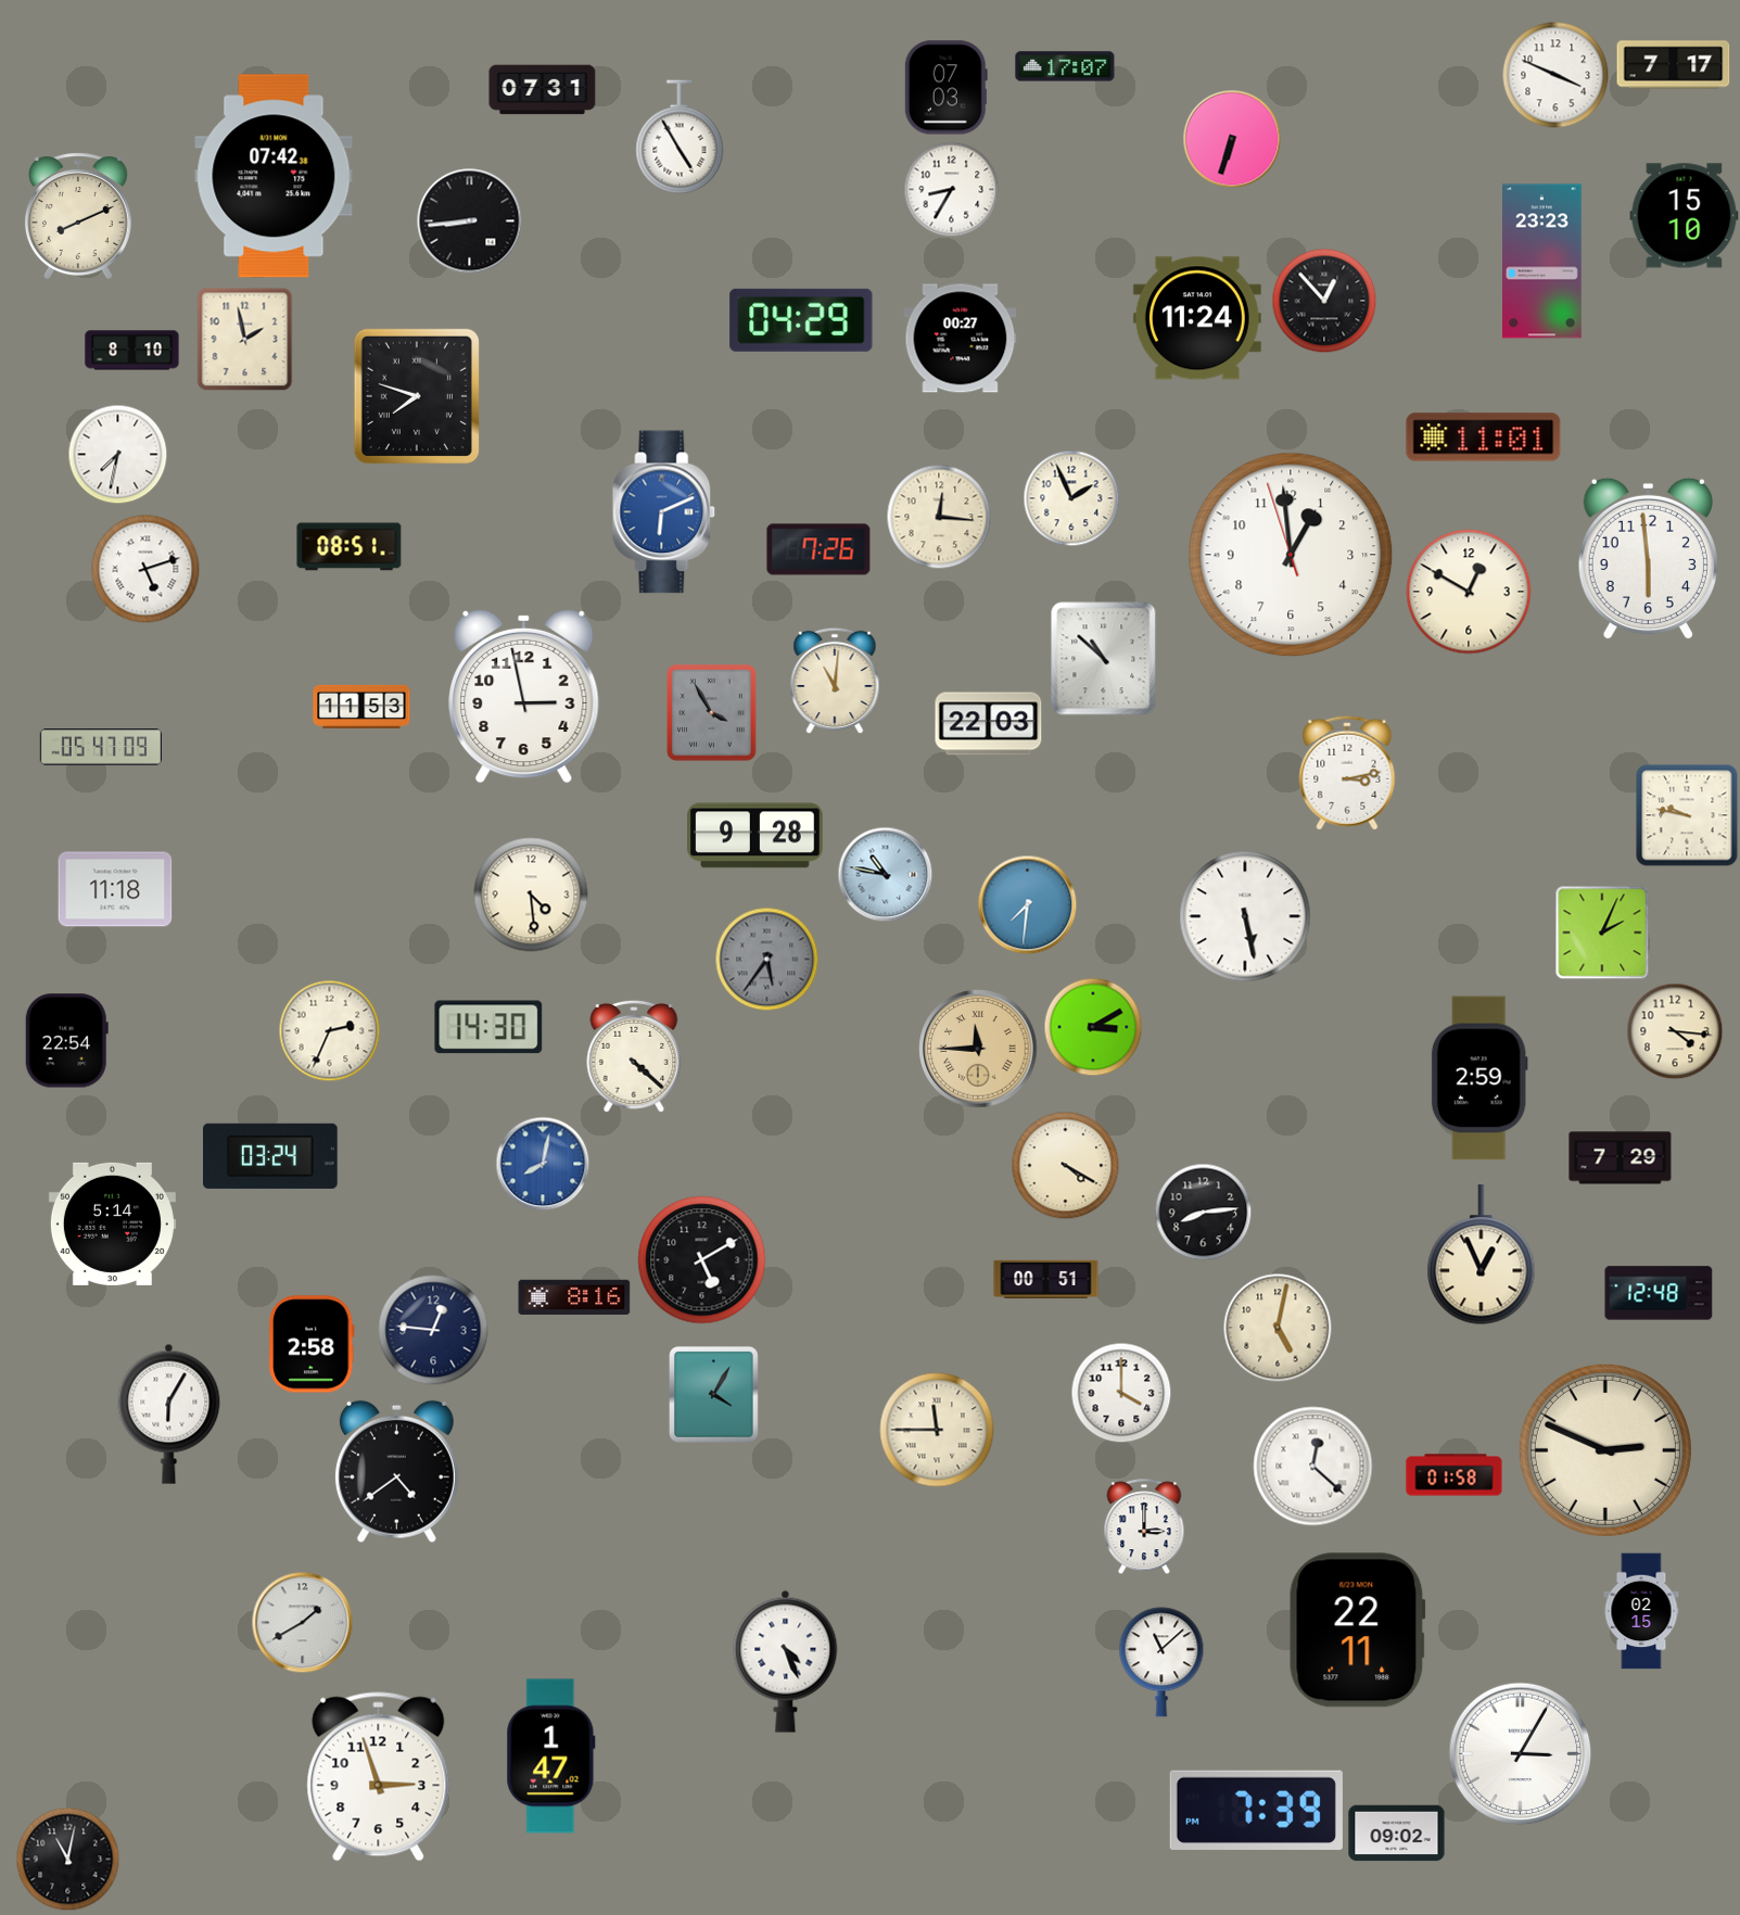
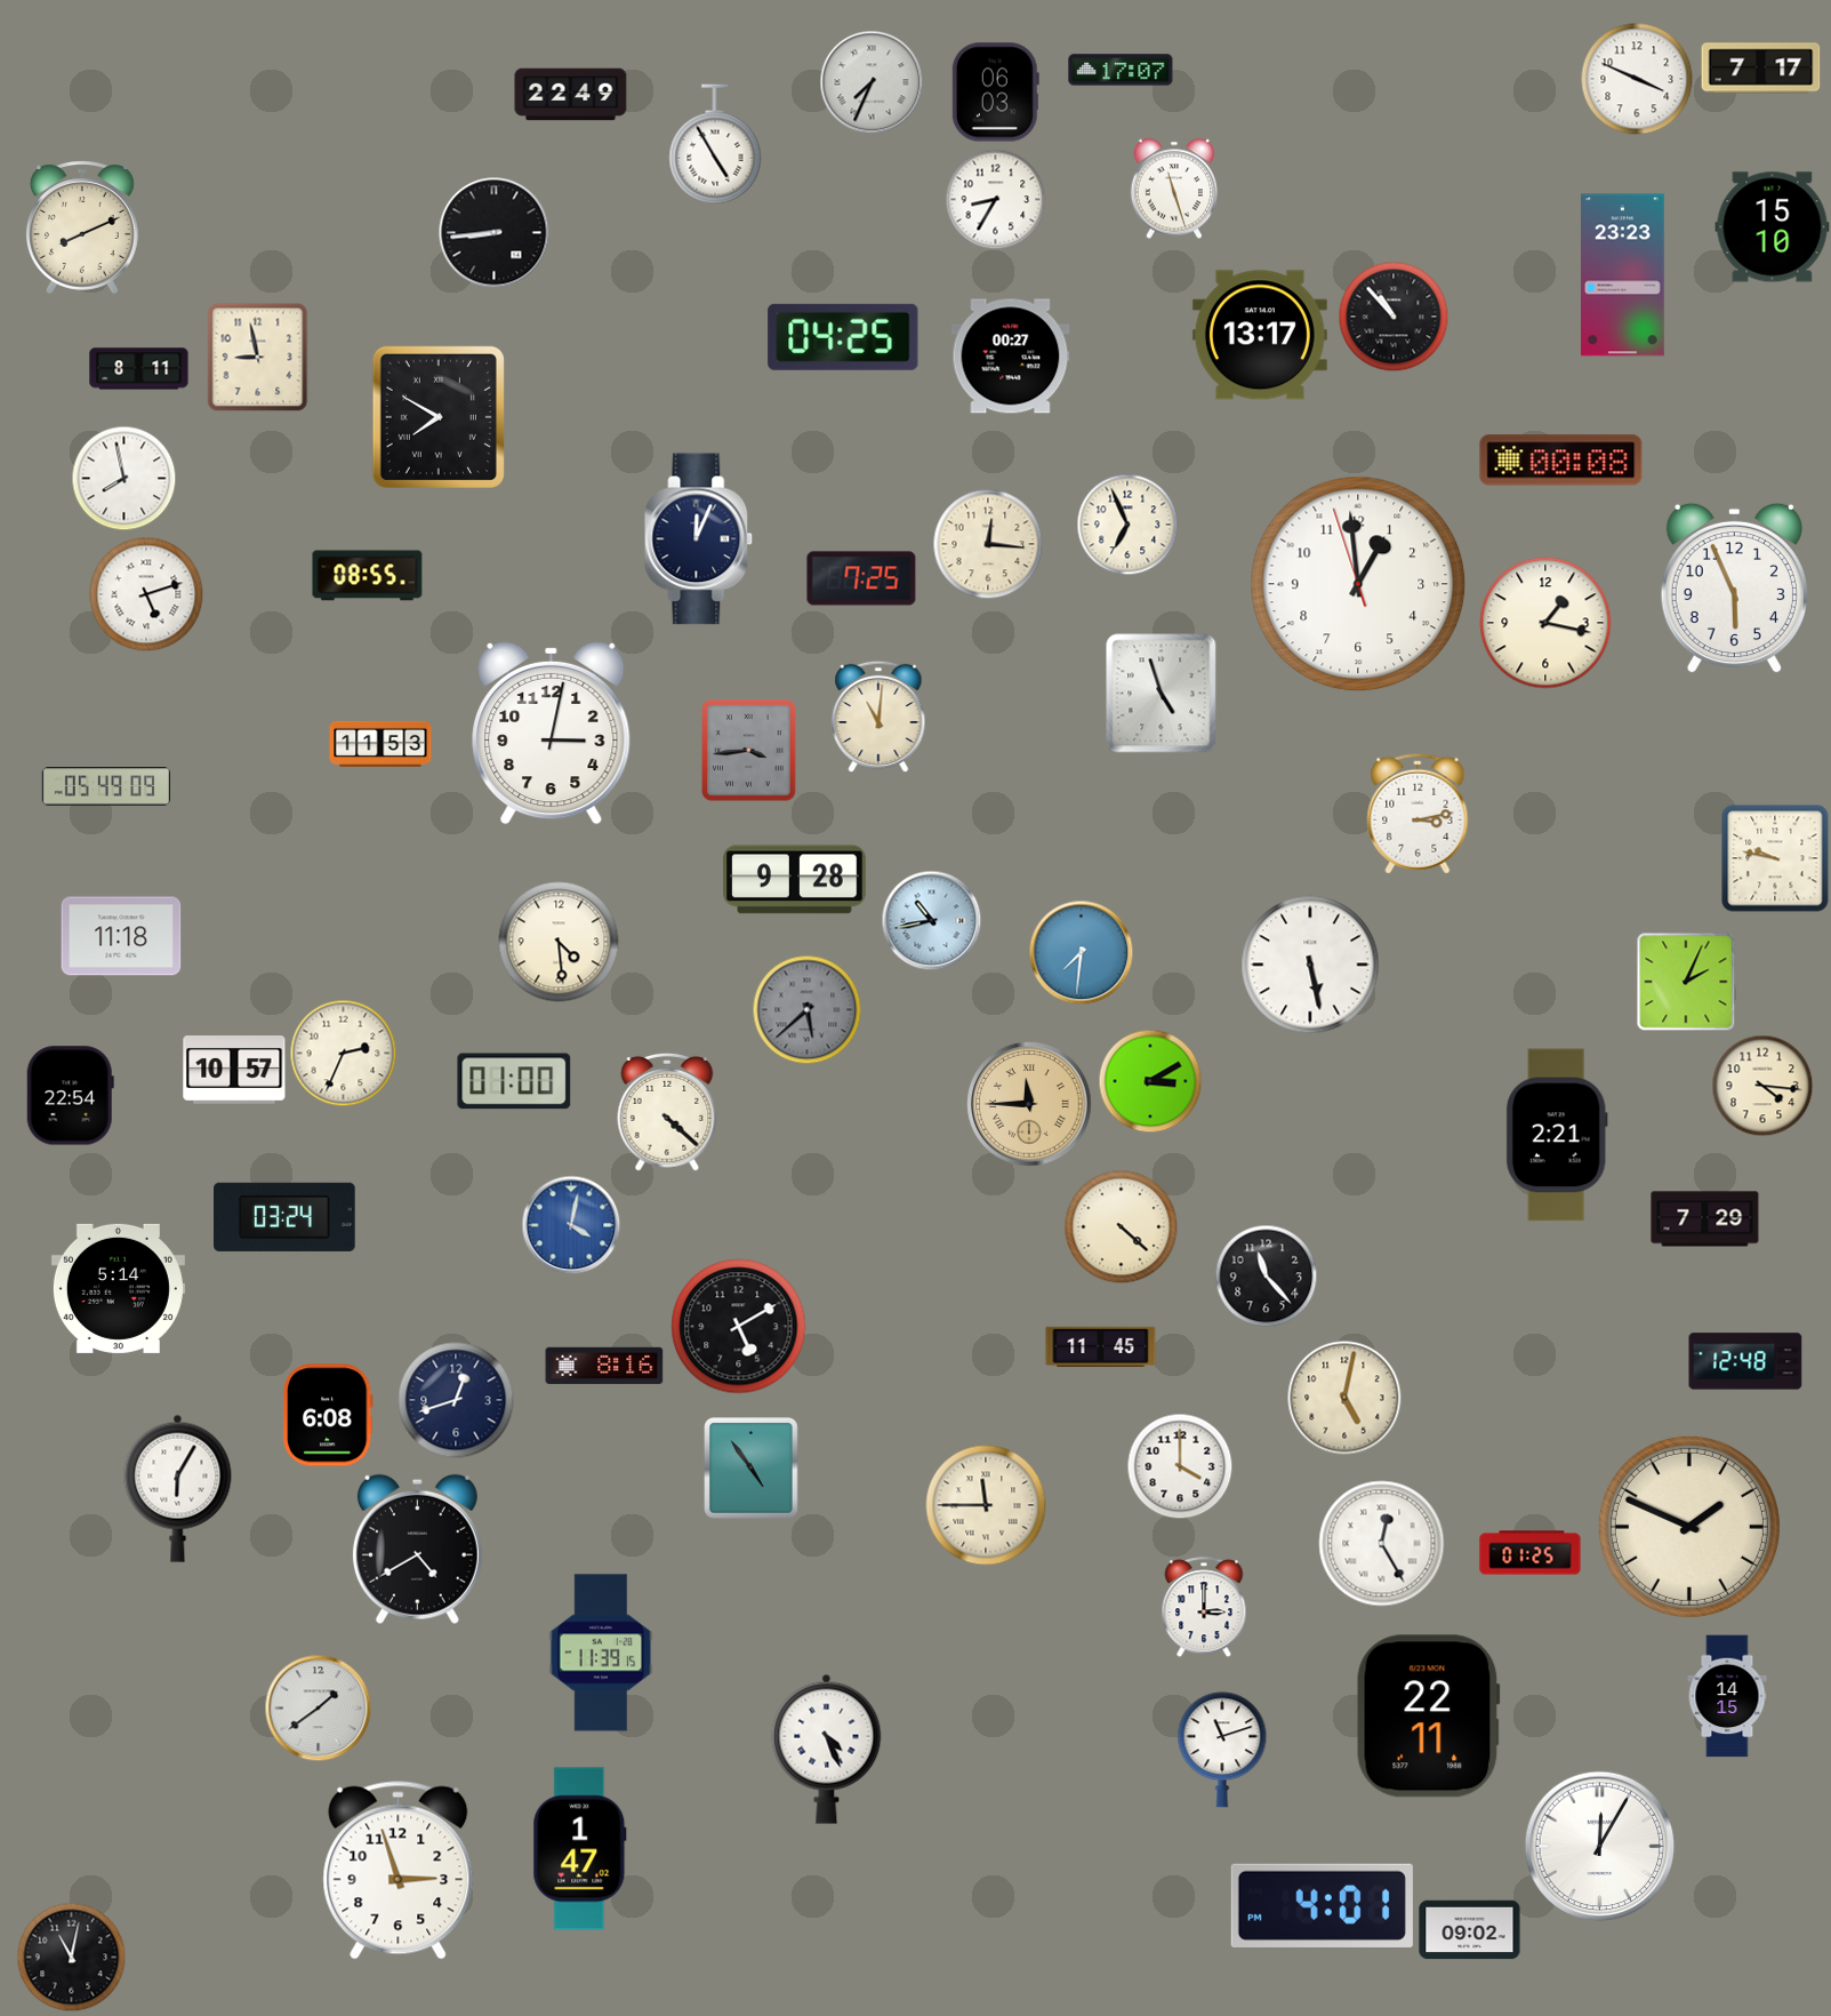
clock at (872, 82): none -> 7:34
clock at (945, 88): 07:03 -> 06:03
clock at (543, 90): 07:31 -> 22:49
clock at (1232, 139): 6:33 -> none
clock at (274, 176): 07:42 -> none
clock at (1174, 189): none -> 11:27
clock at (951, 189) position: (951, 189) -> (995, 199)
clock at (1324, 301): 12:53 -> 10:53
clock at (1197, 318): 11:24 -> 13:17
clock at (801, 320): 04:29 -> 04:25
clock at (245, 339): 1:58 -> 8:58
clock at (132, 351): 8:10 -> 8:11
clock at (417, 396): 7:48 -> 7:50
clock at (1484, 437): 11:01 -> 00:08
clock at (117, 454): 7:32 -> 7:58
clock at (1071, 498): 1:56 -> 6:56
clock at (664, 512): 6:11 -> 12:04
clock at (664, 512) dial: blue -> navy
clock at (350, 547): 08:51 -> 08:55
clock at (818, 549): 7:26 -> 7:25
clock at (1648, 559): 5:59 -> 5:56
clock at (145, 569) position: (145, 569) -> (146, 594)
clock at (1469, 592): 12:50 -> 1:17
clock at (1104, 659): 10:52 -> 4:57
clock at (524, 696): 2:58 -> 3:02
clock at (712, 713): 3:55 -> 3:44
clock at (989, 724): 22:03 -> none
clock at (100, 747): 05:47 -> 05:49
clock at (885, 874): 10:47 -> 10:43
clock at (766, 959): 5:36 -> 5:38
clock at (234, 1071): none -> 10:57
clock at (488, 1027): 14:30 -> 01:00
clock at (329, 1030) position: (329, 1030) -> (343, 1053)
clock at (1479, 1078): 2:59 -> 2:21
clock at (543, 1164): 8:02 -> 4:02
clock at (1066, 1166): 4:20 -> 4:22
clock at (1203, 1212): 8:14 -> 11:23
clock at (1482, 1255): 12:56 -> none
clock at (1046, 1279): 00:51 -> 11:45
clock at (433, 1330): 12:46 -> 12:42
clock at (313, 1344): 2:58 -> 6:08
clock at (714, 1395): 4:05 -> 4:54
clock at (1605, 1450): 2:49 -> 1:49
clock at (1313, 1467): 12:22 -> 12:25
clock at (396, 1471): 4:39 -> 4:40
clock at (1455, 1475): 01:58 -> 01:25
clock at (601, 1653): none -> 11:39
clock at (1641, 1611): 02:15 -> 14:15
clock at (302, 1622): 1:40 -> 1:39
clock at (1161, 1662): 11:08 -> 11:12
clock at (1521, 1754): 3:05 -> 12:05
clock at (1256, 1810): 7:39 -> 4:01
